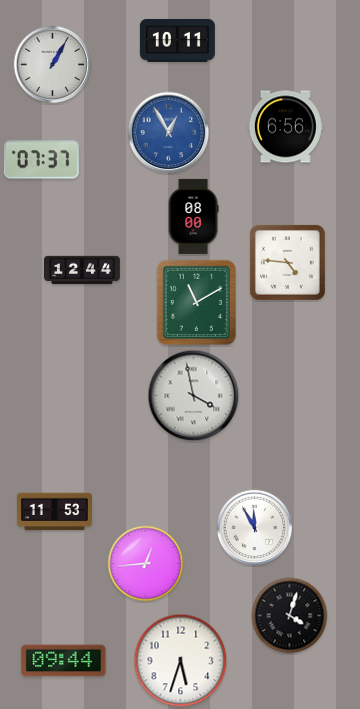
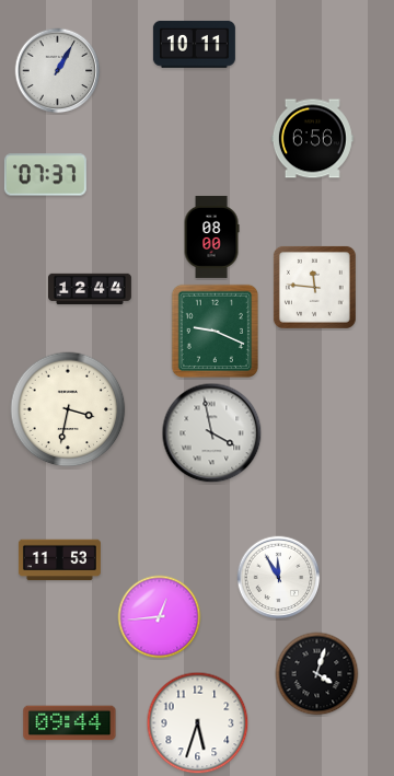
clock at (169, 133): 12:55 -> none
clock at (287, 262): 4:46 -> 11:46
clock at (83, 270) position: (83, 270) -> (91, 289)
clock at (196, 303): 11:10 -> 9:19
clock at (68, 409): none -> 3:32
